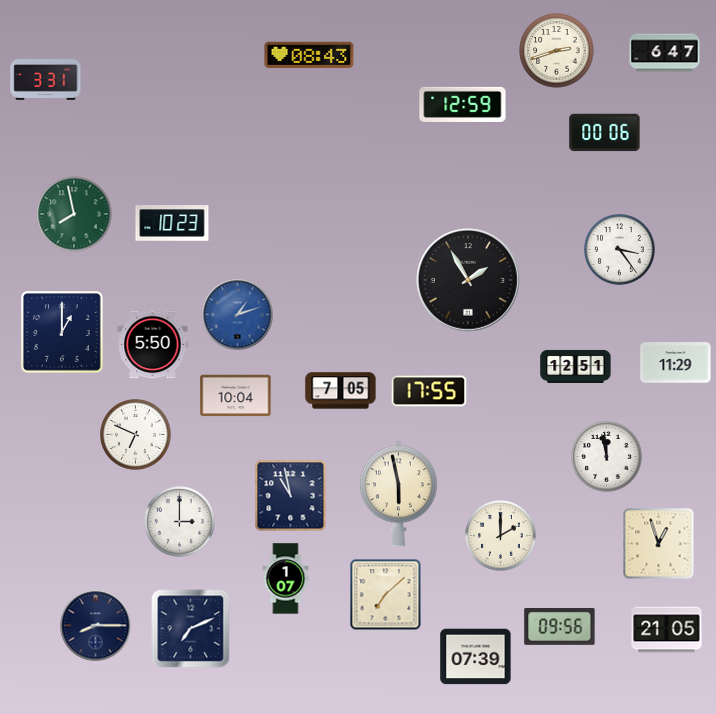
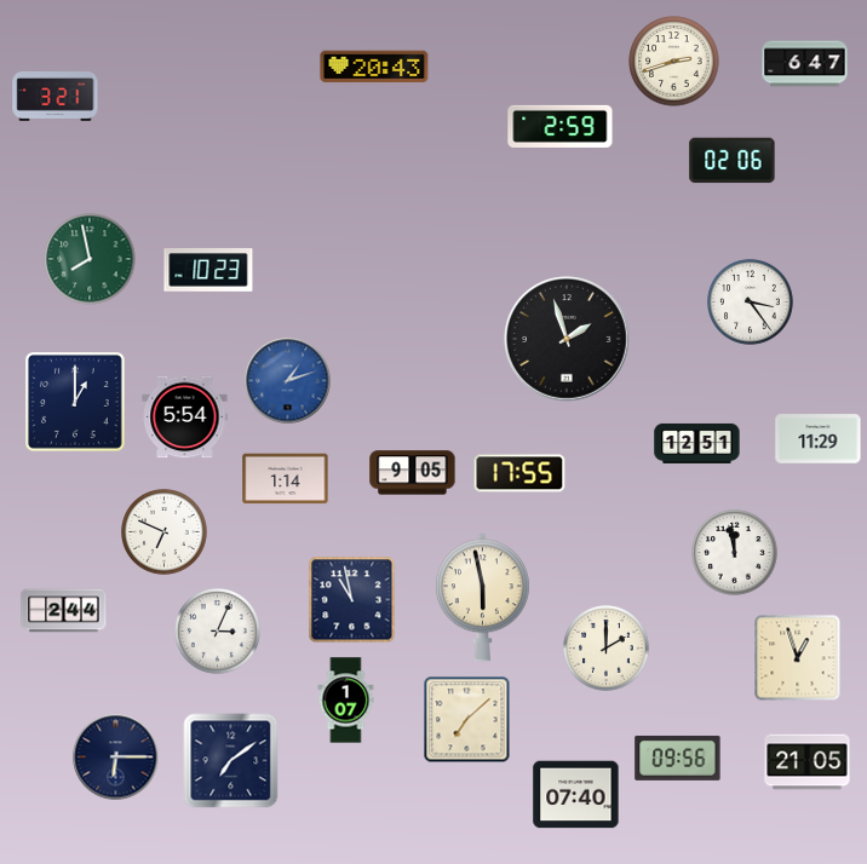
clock at (309, 55): 08:43 -> 20:43
clock at (46, 80): 3:31 -> 3:21
clock at (463, 104): 12:59 -> 2:59
clock at (605, 133): 00:06 -> 02:06
clock at (468, 280): 1:55 -> 1:57
clock at (153, 345): 5:50 -> 5:54
clock at (341, 391): 7:05 -> 9:05
clock at (236, 396): 10:04 -> 1:14
clock at (136, 435) position: (136, 435) -> (165, 532)
clock at (64, 611): none -> 2:44
clock at (180, 522): 3:00 -> 3:04
clock at (96, 626): 8:15 -> 6:15
clock at (191, 629): 7:11 -> 7:09
clock at (476, 657): 07:39 -> 07:40
